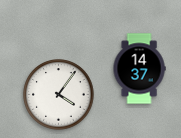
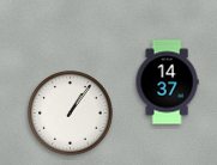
clock at (59, 95): 4:06 -> 1:06
